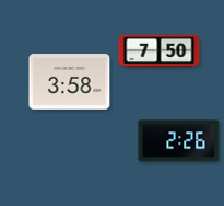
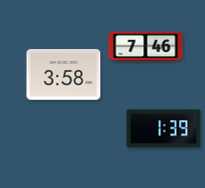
clock at (160, 51): 7:50 -> 7:46
clock at (179, 141): 2:26 -> 1:39
